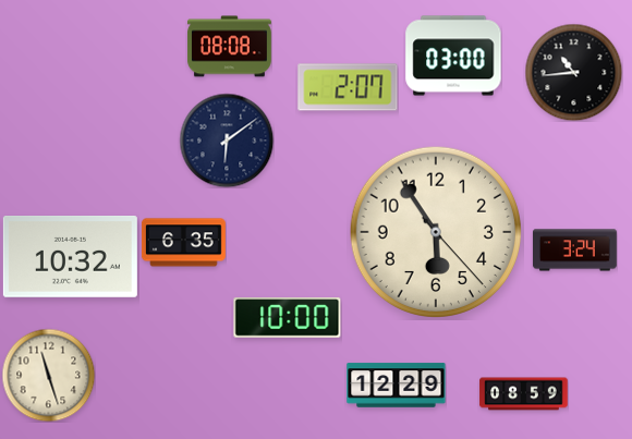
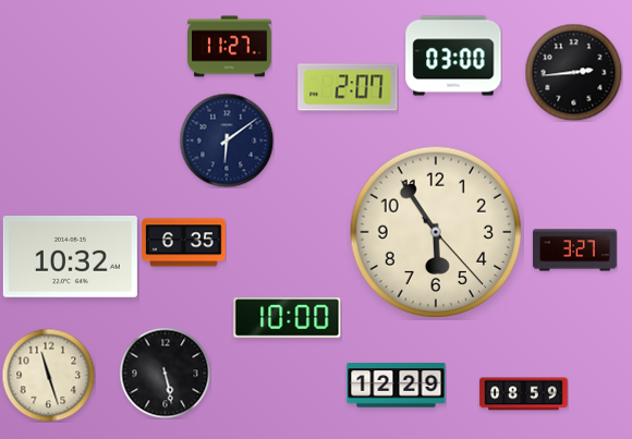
clock at (229, 47): 08:08 -> 11:27
clock at (573, 72): 10:44 -> 2:44
clock at (574, 251): 3:24 -> 3:27
clock at (165, 373): none -> 5:28
